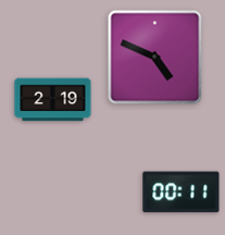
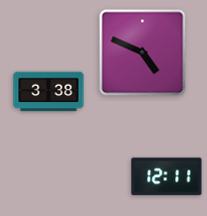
clock at (53, 100): 2:19 -> 3:38
clock at (182, 193): 00:11 -> 12:11
